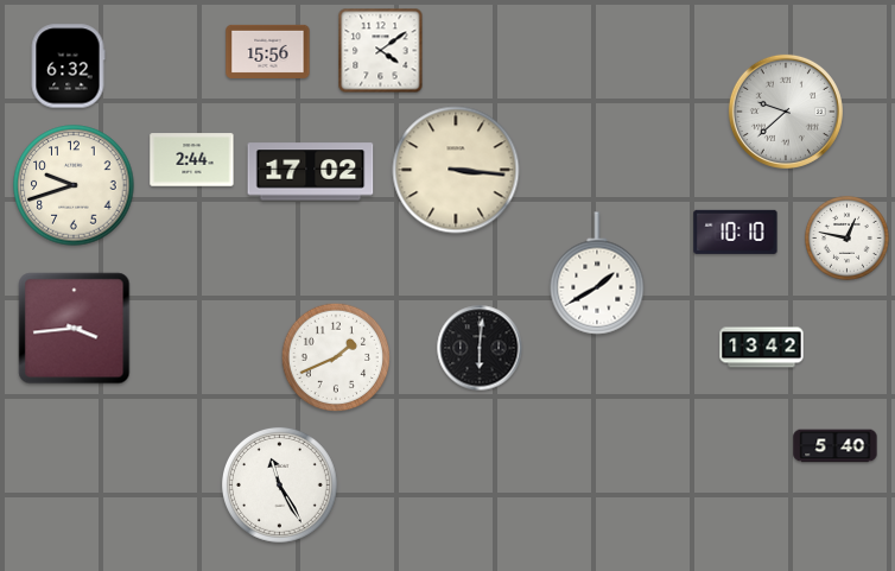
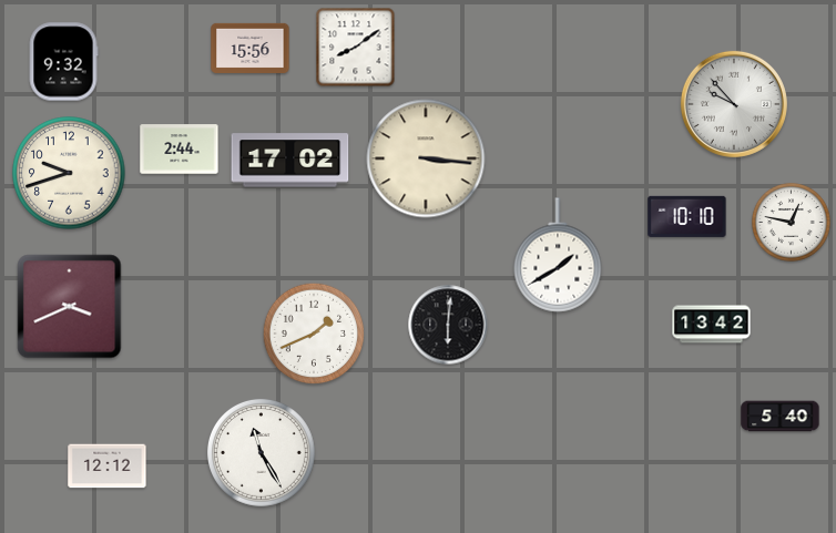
clock at (381, 51): 4:09 -> 8:09
clock at (68, 66): 6:32 -> 9:32
clock at (786, 112): 9:38 -> 9:53
clock at (75, 329): 3:44 -> 3:41
clock at (108, 467): none -> 12:12
